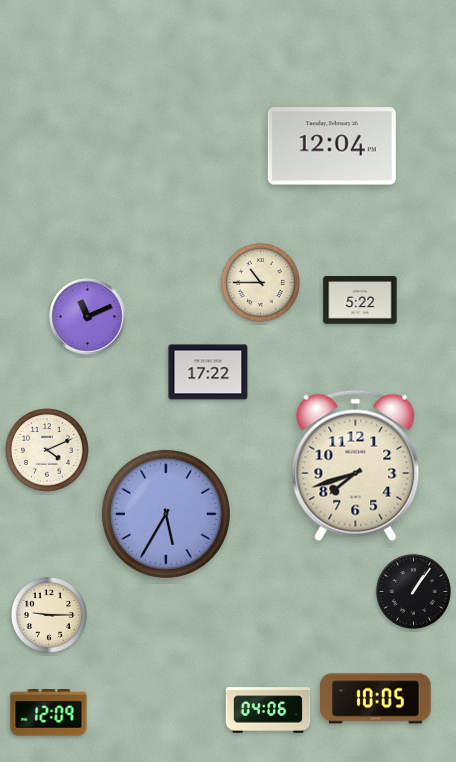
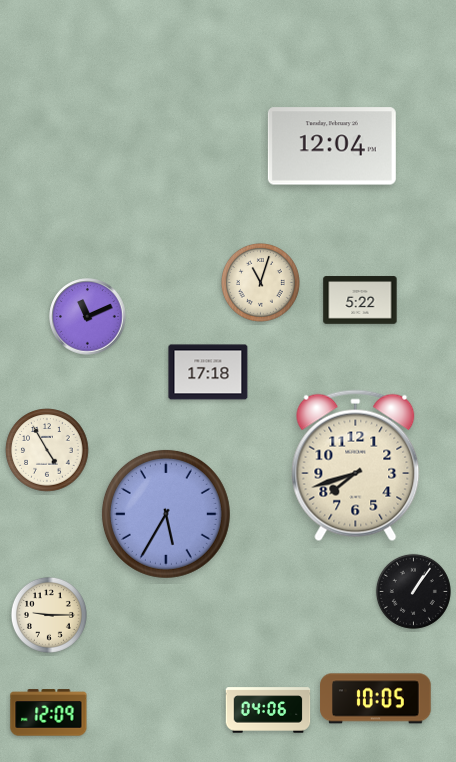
clock at (260, 282): 10:45 -> 11:03
clock at (208, 372): 17:22 -> 17:18
clock at (47, 450): 4:11 -> 4:55
